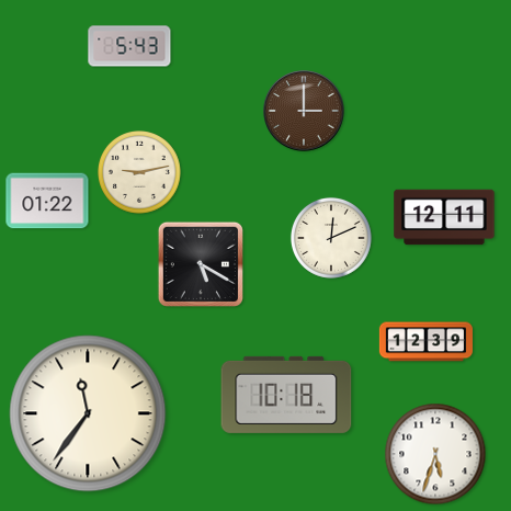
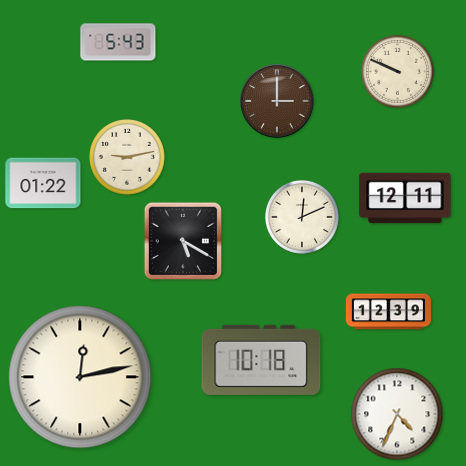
clock at (397, 71): none -> 9:49
clock at (88, 413): 11:36 -> 12:13
clock at (435, 454): 5:33 -> 4:34
